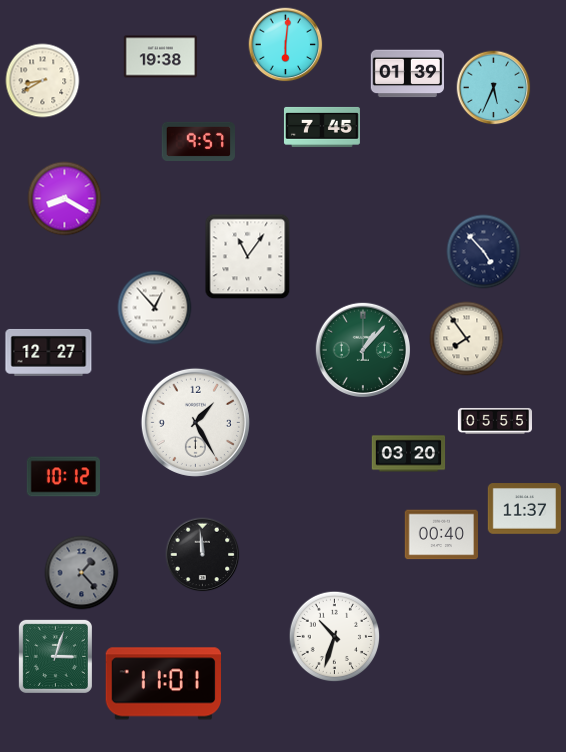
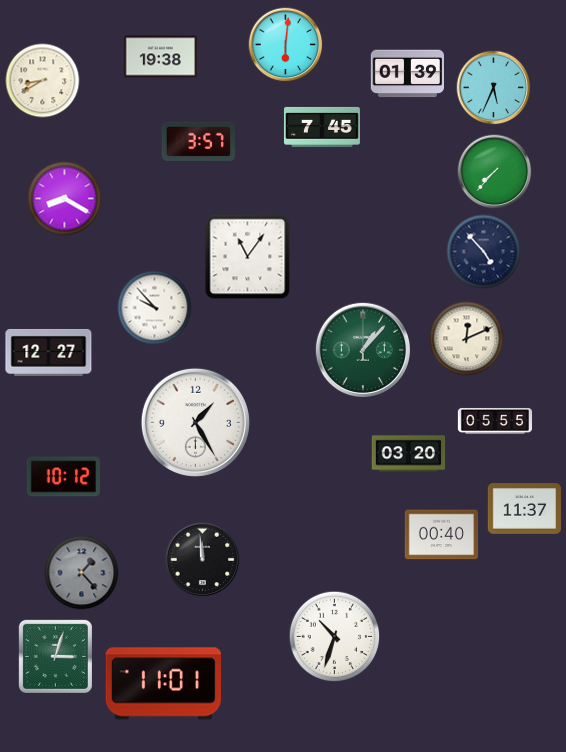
clock at (198, 141): 9:57 -> 3:57
clock at (495, 172): none -> 7:37
clock at (155, 308): 12:53 -> 9:53
clock at (467, 339): 7:54 -> 12:11
clock at (203, 555) position: (203, 555) -> (203, 560)
